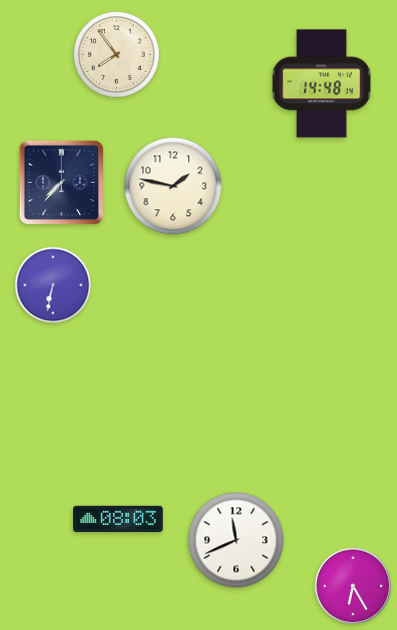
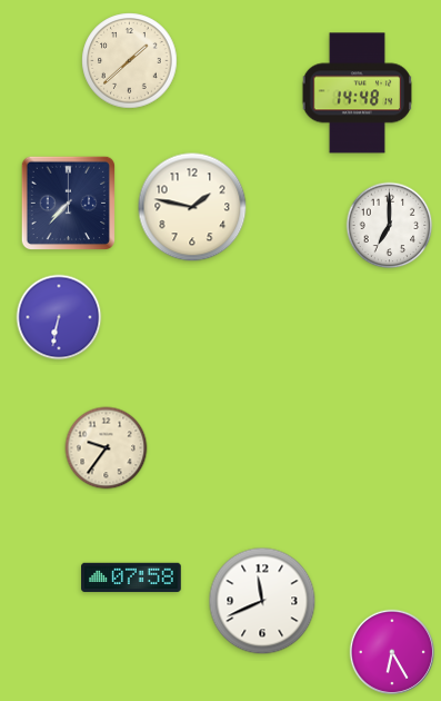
clock at (117, 55): 7:54 -> 1:38
clock at (390, 226): none -> 7:00
clock at (107, 448): none -> 9:36
clock at (118, 519): 08:03 -> 07:58
